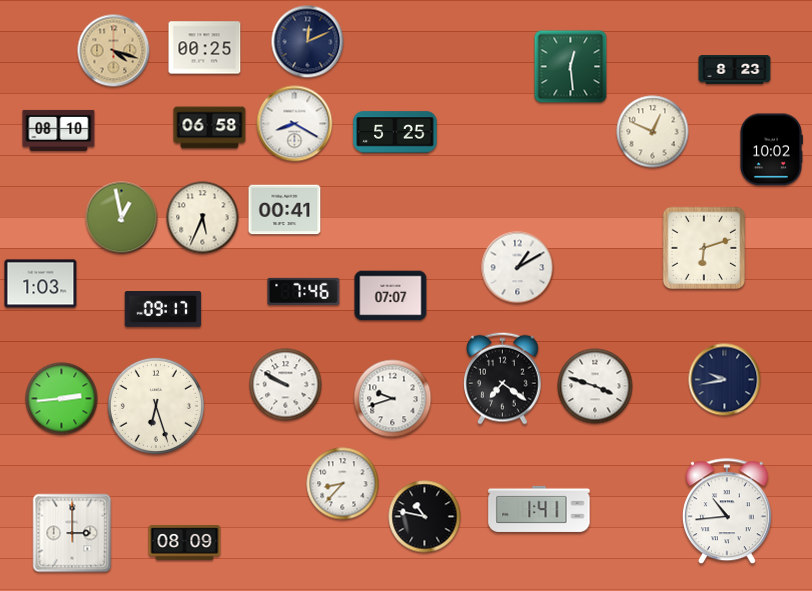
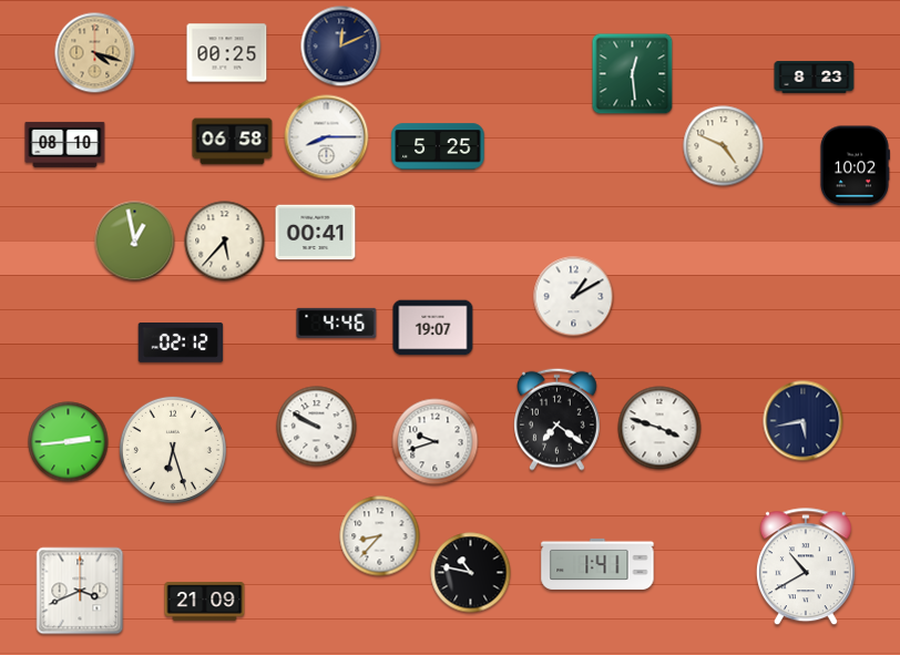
clock at (114, 51) position: (114, 51) -> (95, 53)
clock at (295, 124): 8:20 -> 8:15
clock at (653, 132): 12:49 -> 4:49
clock at (203, 218): 5:34 -> 5:37
clock at (704, 248): 6:12 -> none
clock at (41, 284): 1:03 -> none
clock at (304, 291): 7:46 -> 4:46
clock at (391, 296): 07:07 -> 19:07
clock at (163, 310): 09:17 -> 02:12
clock at (725, 380): 9:43 -> 5:43
clock at (727, 512): 10:44 -> 10:40
clock at (72, 533): 3:00 -> 3:41
clock at (185, 543): 08:09 -> 21:09
